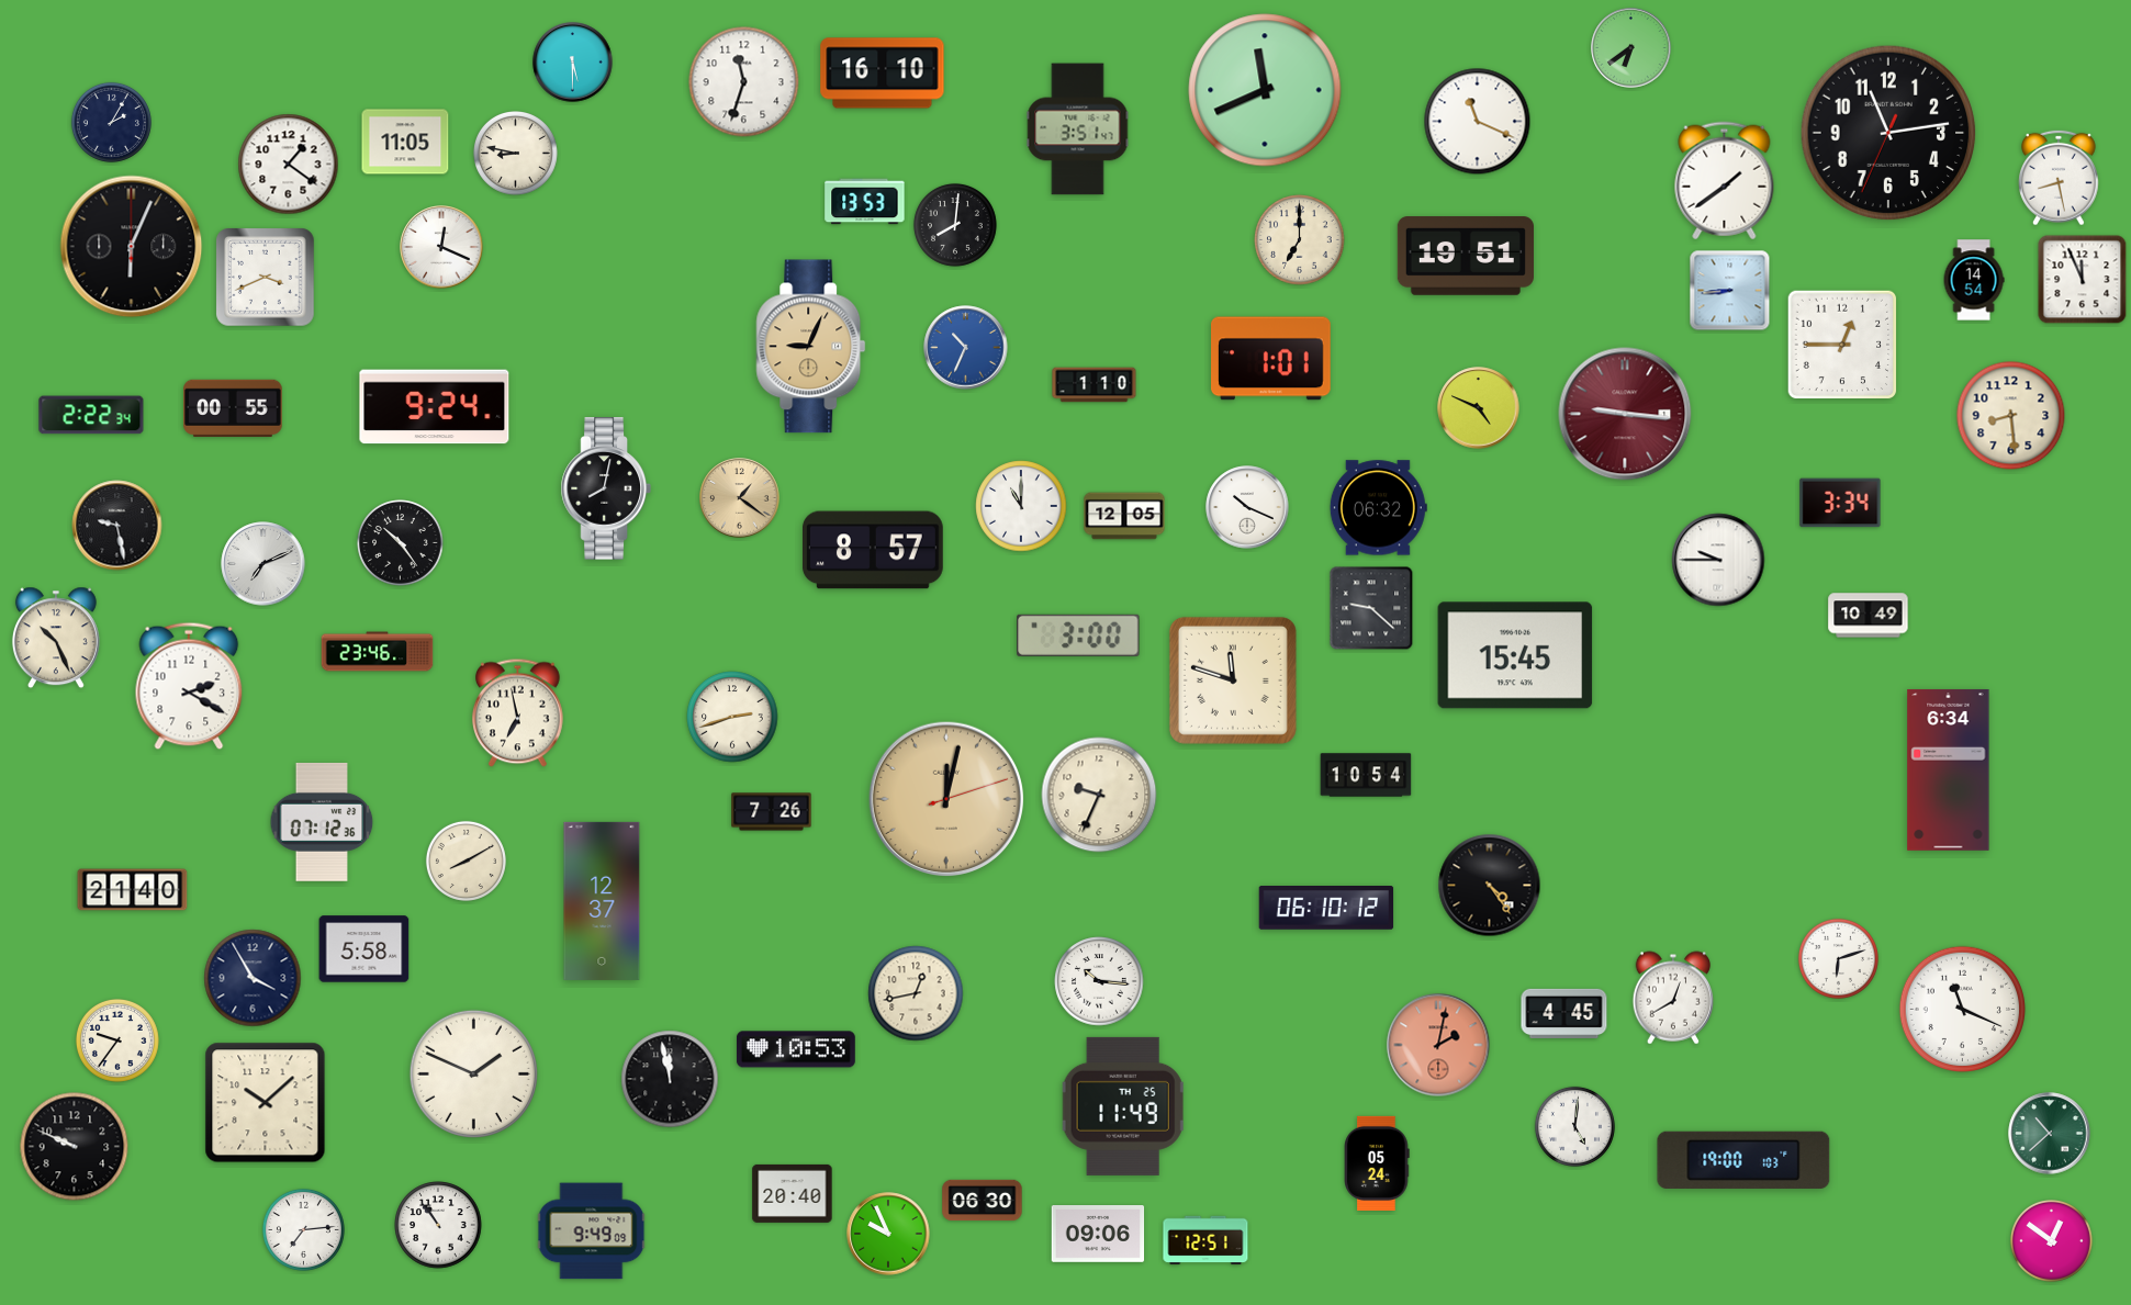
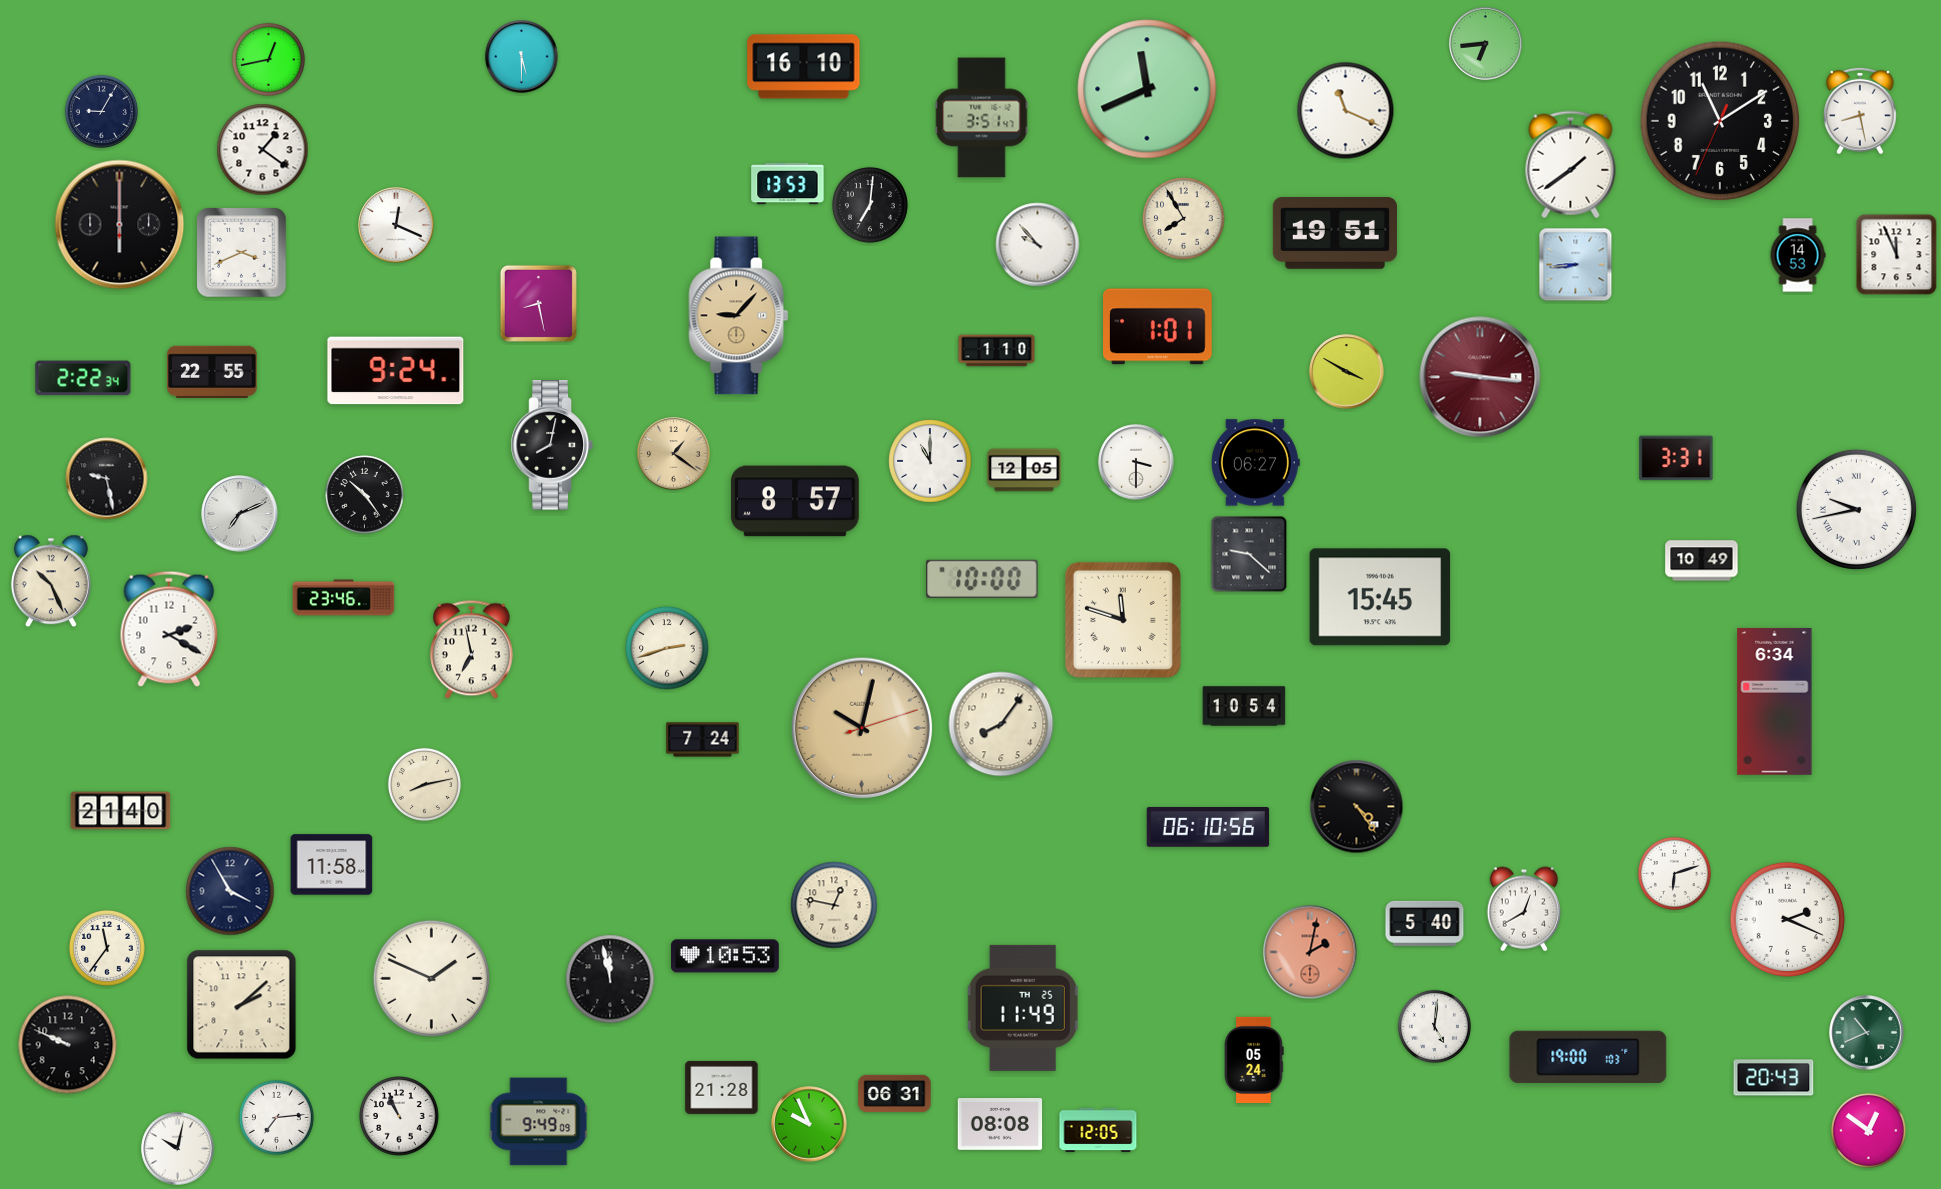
clock at (1631, 48): 6:39 -> 6:44
clock at (268, 59): none -> 12:43
clock at (744, 82): 11:33 -> none
clock at (1265, 90) position: (1265, 90) -> (1147, 89)
clock at (111, 122): 2:05 -> 9:05
clock at (1888, 133): 11:13 -> 11:09
clock at (405, 142): 11:05 -> none
clock at (516, 154): 8:47 -> none
clock at (2060, 178) position: (2060, 178) -> (1861, 111)
clock at (955, 225): 8:01 -> 7:01
clock at (1300, 240): 7:00 -> 7:55
clock at (132, 247): 6:04 -> 6:00
clock at (441, 247) position: (441, 247) -> (396, 225)
clock at (1038, 245): none -> 9:53
clock at (1974, 280): 14:54 -> 14:53
clock at (538, 303): none -> 8:28
clock at (1842, 345): 12:45 -> none
clock at (811, 347): 9:04 -> 9:07
clock at (966, 348): 10:34 -> none
clock at (233, 408): 00:55 -> 22:55
clock at (1479, 408): 4:49 -> 3:50
clock at (2011, 416): 8:29 -> none
clock at (1840, 503): 3:34 -> 3:31
clock at (1247, 507): 10:19 -> 3:30
clock at (1378, 508): 06:32 -> 06:27
clock at (1856, 509): none -> 9:43
clock at (1718, 560): 9:45 -> none
clock at (1078, 635): 3:00 -> 10:00
clock at (378, 652) position: (378, 652) -> (344, 598)
clock at (189, 686) position: (189, 686) -> (169, 629)
clock at (732, 717) position: (732, 717) -> (667, 648)
clock at (1099, 795): 9:34 -> 8:06
clock at (946, 799): 12:02 -> 10:02
clock at (772, 812): 7:26 -> 7:24
clock at (322, 822): 07:12 -> none
clock at (466, 860): 8:10 -> 8:13
clock at (602, 901): 12:37 -> none
clock at (1326, 908): 06:10:12 -> 06:10:56
clock at (364, 949): 5:58 -> 11:58
clock at (1099, 981): 10:16 -> none
clock at (916, 993): 12:43 -> 12:47
clock at (1963, 1010): 11:19 -> 2:19
clock at (1564, 1013): 4:45 -> 5:40
clock at (117, 1040): 9:36 -> 11:36
clock at (670, 1079) position: (670, 1079) -> (610, 979)
clock at (266, 1103): 10:08 -> 2:08
clock at (2050, 1134): 10:38 -> 10:41
clock at (1774, 1078): none -> 20:43
clock at (793, 1193): 20:40 -> 21:28
clock at (983, 1201): 06:30 -> 06:31
clock at (438, 1225): 10:54 -> 10:56
clock at (303, 1229) position: (303, 1229) -> (276, 1117)
clock at (1098, 1235): 09:06 -> 08:08
clock at (1205, 1240): 12:51 -> 12:05
clock at (178, 1149): none -> 10:02
